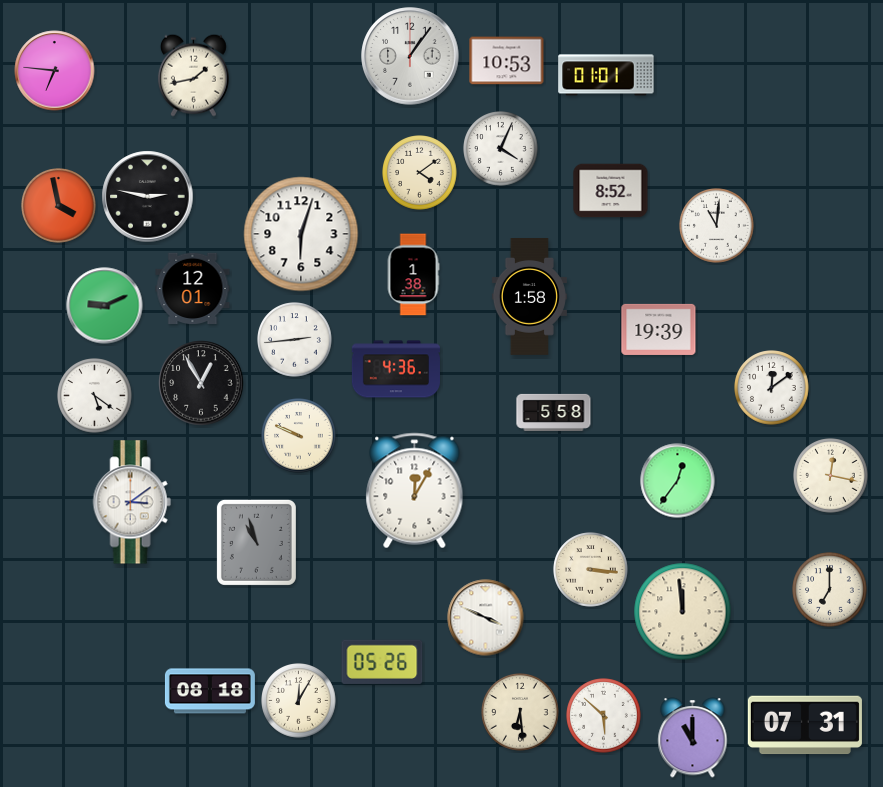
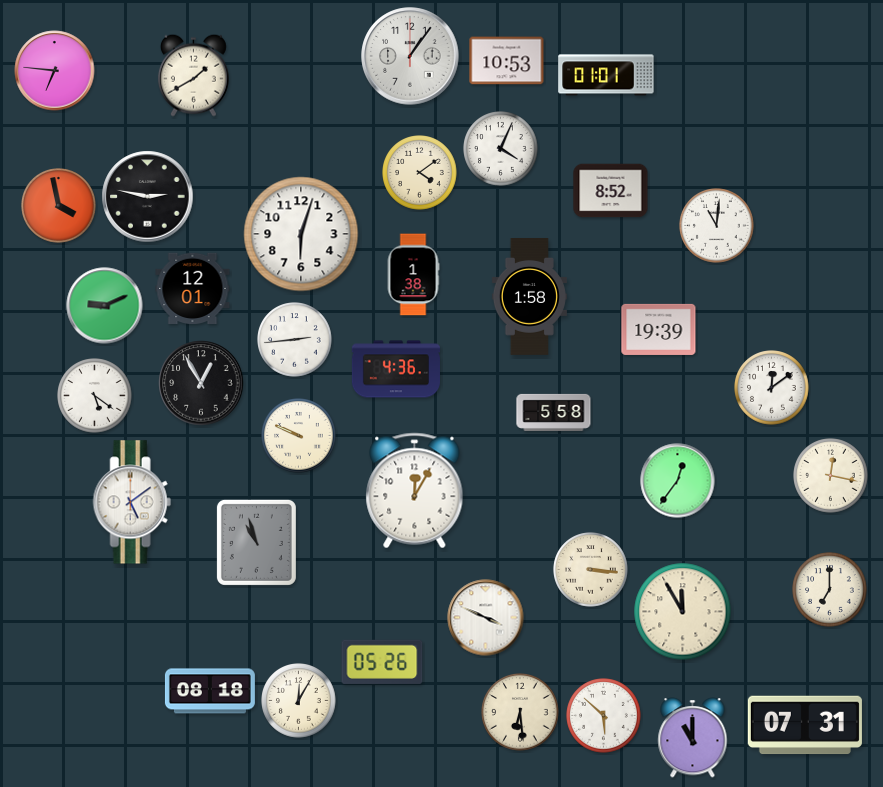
clock at (193, 75): 1:43 -> 1:40
clock at (132, 502): 3:09 -> 5:09
clock at (683, 612): 11:59 -> 11:55
